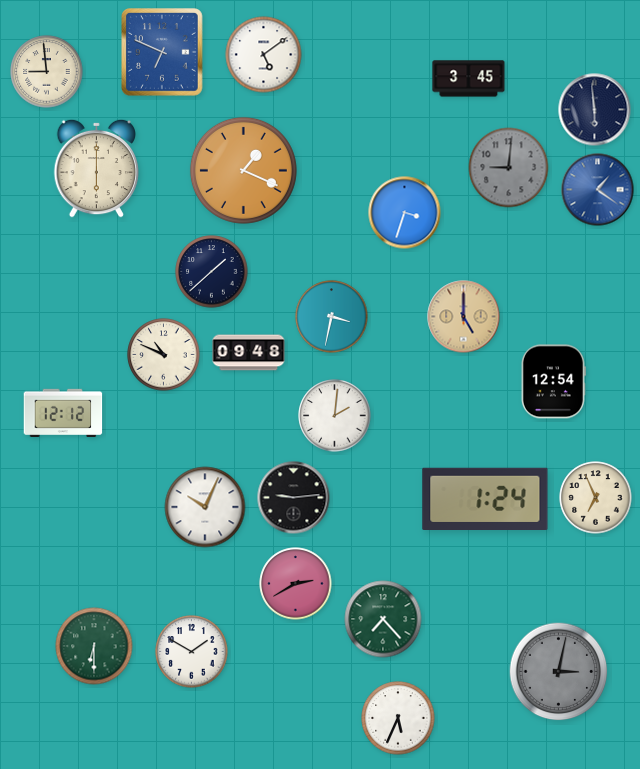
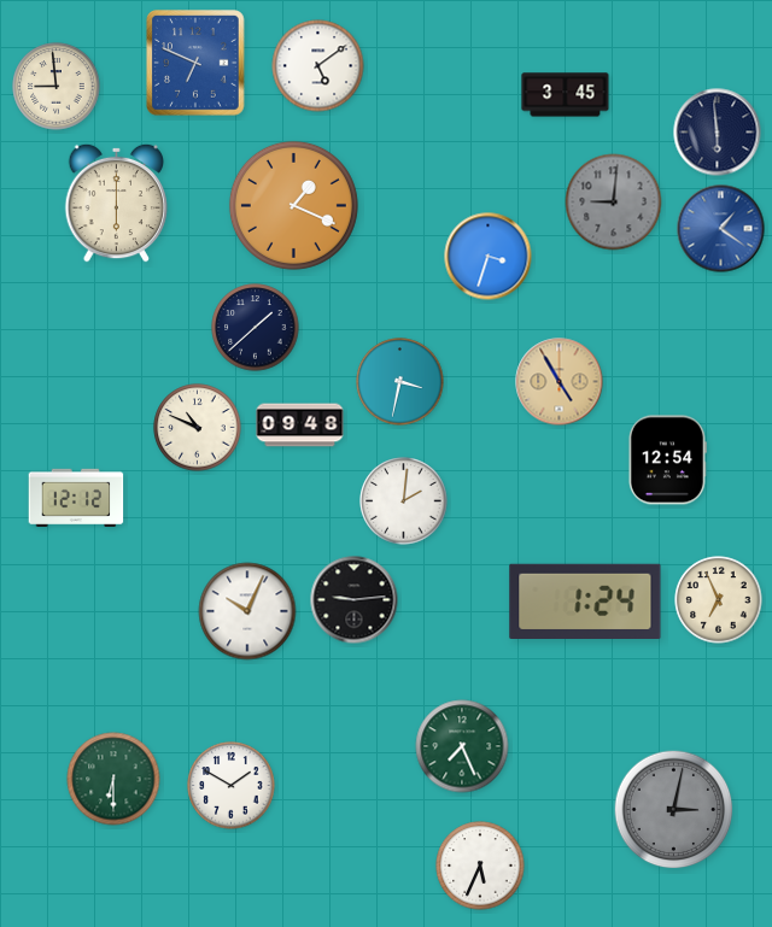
clock at (464, 317): 5:00 -> 4:55
clock at (296, 584): 2:40 -> none
clock at (383, 619): 7:23 -> 7:26
